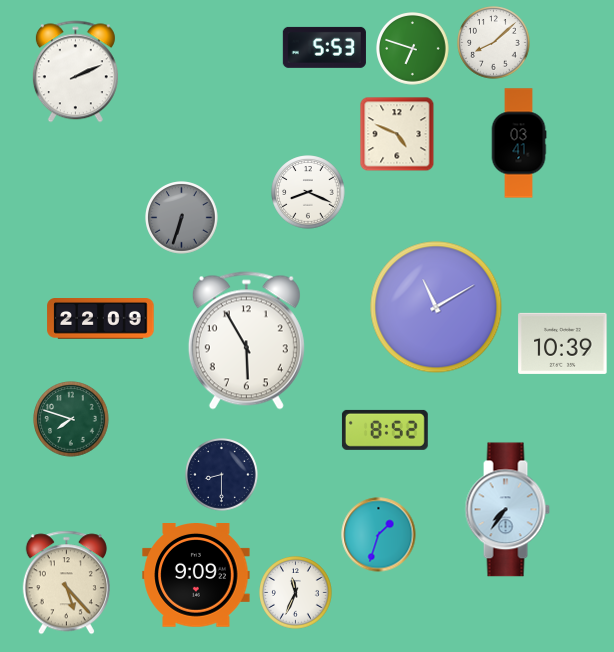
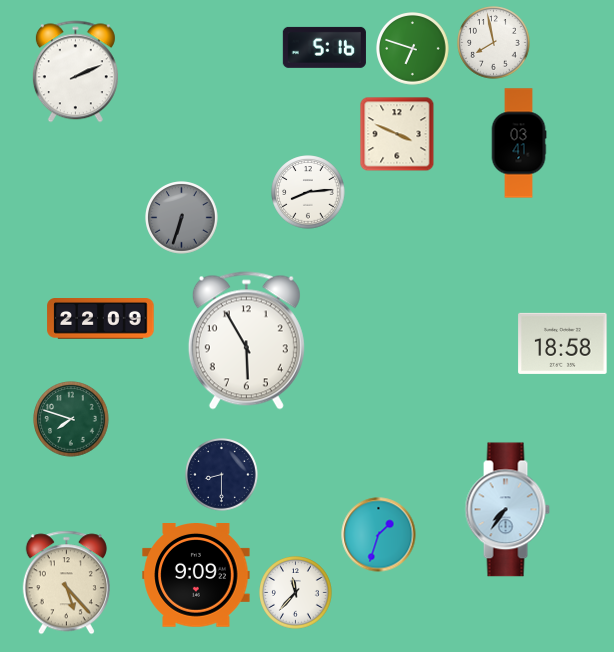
clock at (494, 43): 8:08 -> 7:58
clock at (324, 47): 5:53 -> 5:16
clock at (397, 134): 4:49 -> 3:49
clock at (308, 192): 8:19 -> 8:14
clock at (436, 307): 11:10 -> none
clock at (563, 343): 10:39 -> 18:58
clock at (385, 430): 8:52 -> none
clock at (296, 593): 11:34 -> 11:37
